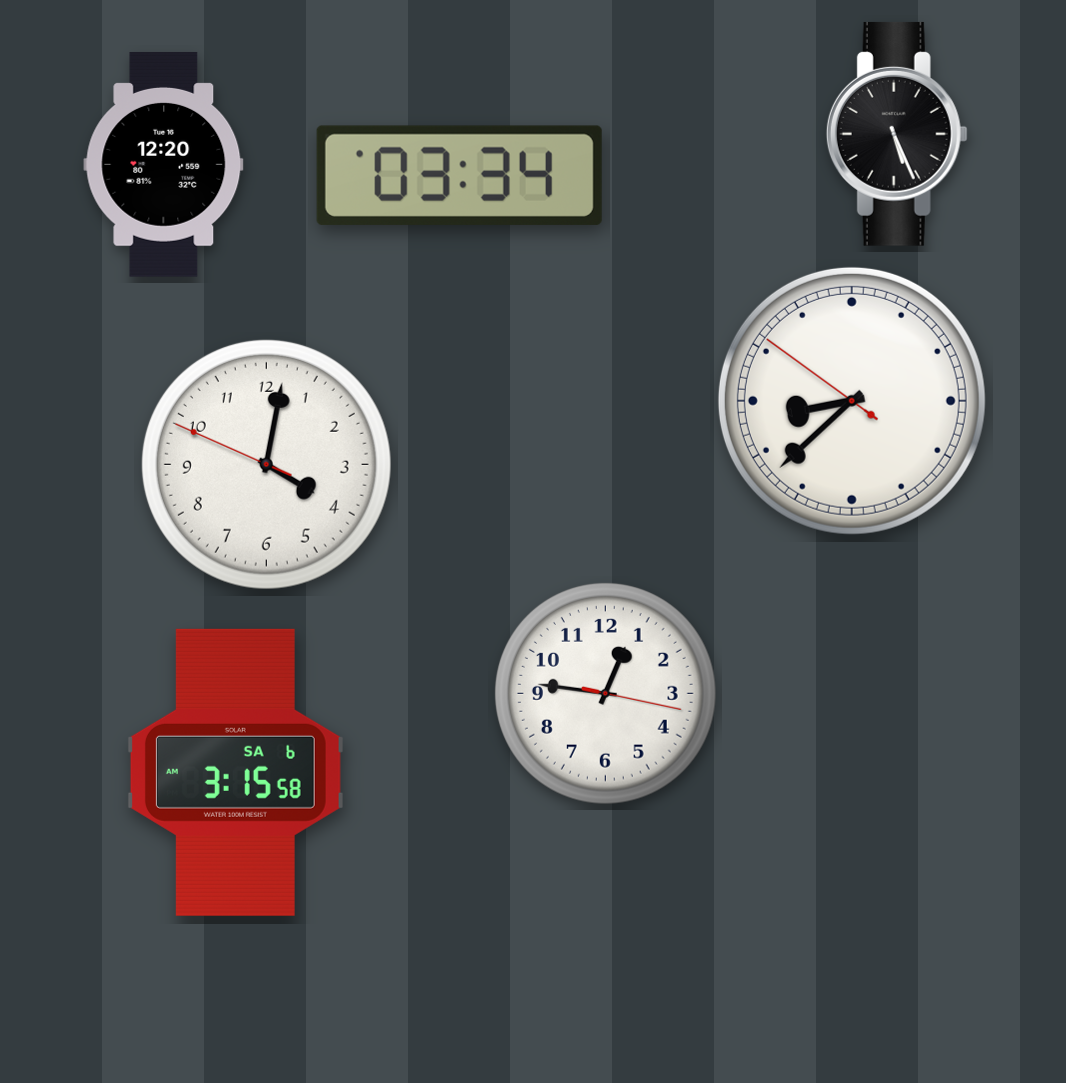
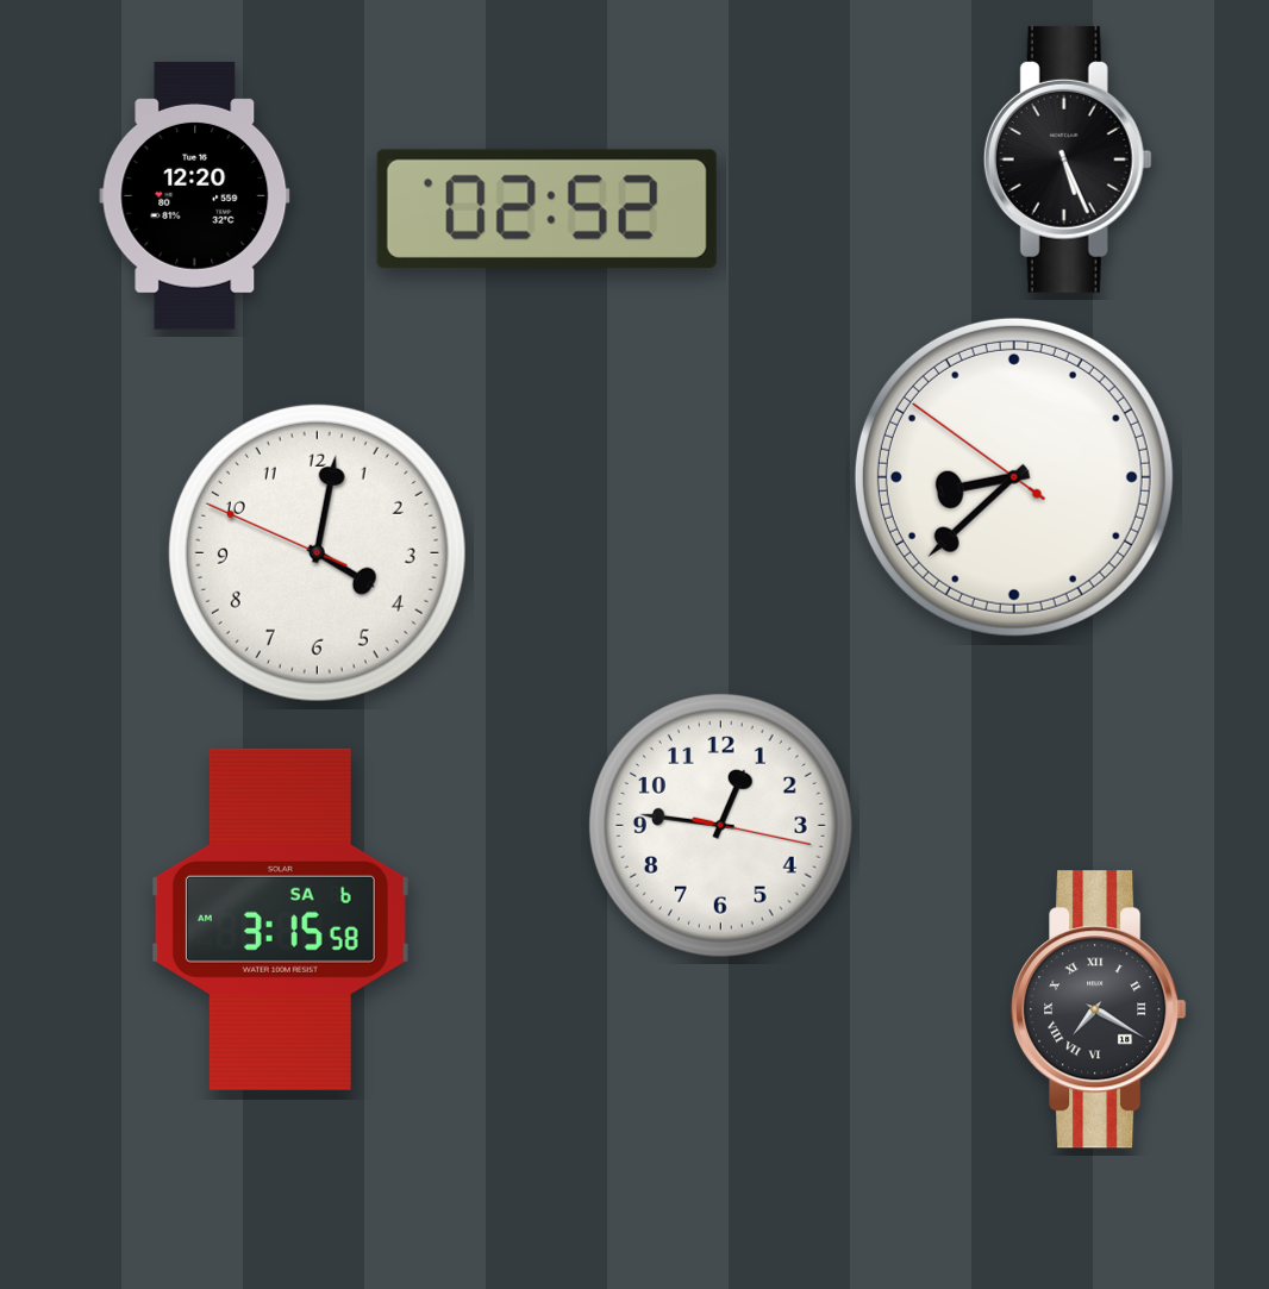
clock at (459, 175): 03:34 -> 02:52
clock at (1099, 1009): none -> 7:20
